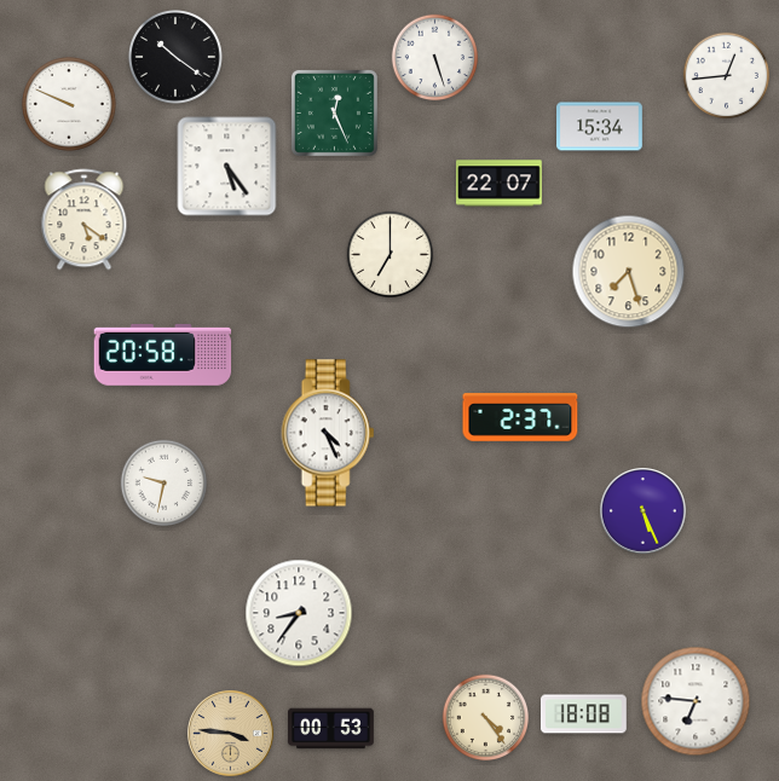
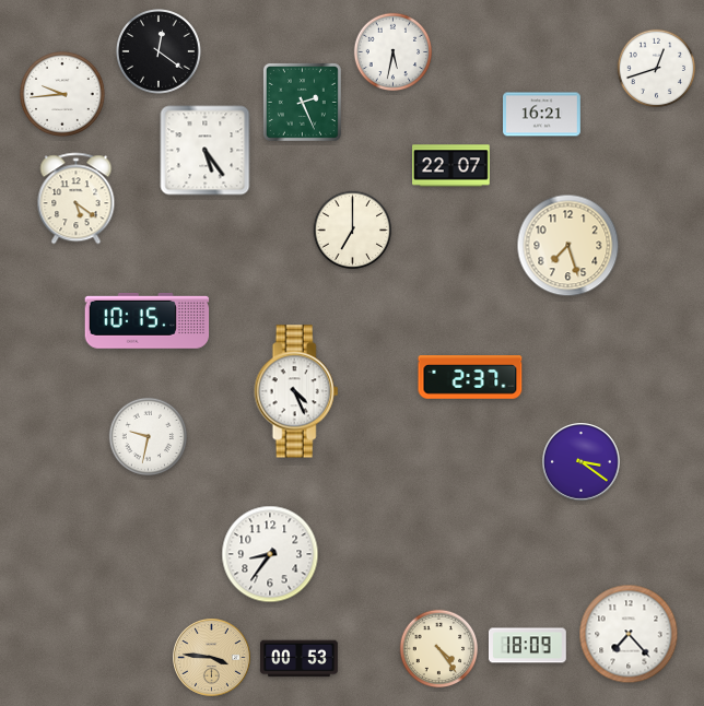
clock at (177, 58): 10:21 -> 12:21
clock at (435, 58): 5:27 -> 5:32
clock at (727, 76): 12:44 -> 12:42
clock at (70, 105): 9:49 -> 9:44
clock at (334, 112): 12:26 -> 2:26
clock at (600, 127): 15:34 -> 16:21
clock at (163, 354): 20:58 -> 10:15
clock at (644, 511): 5:26 -> 3:21
clock at (696, 701): 6:46 -> 7:23
clock at (583, 715): 18:08 -> 18:09
clock at (231, 734) position: (231, 734) -> (212, 658)
